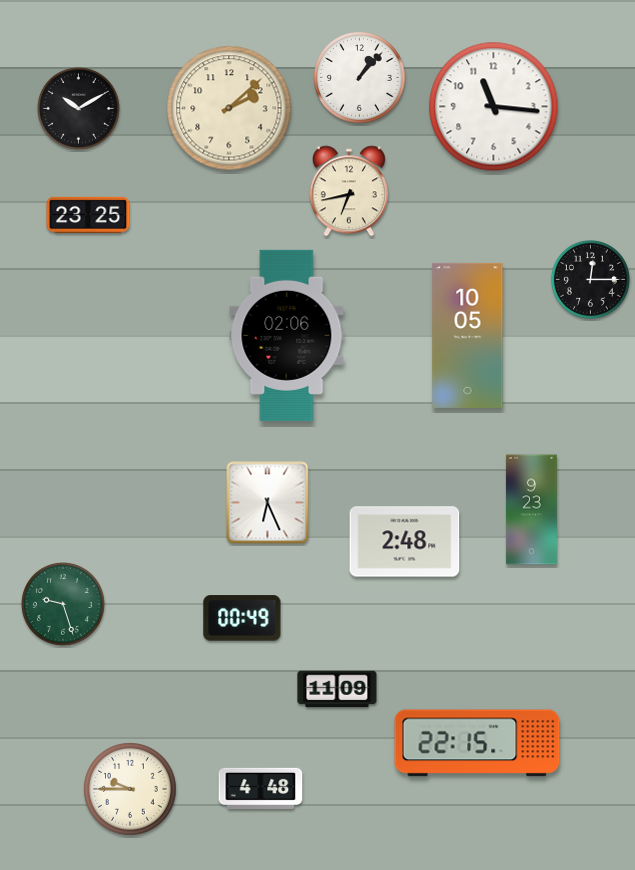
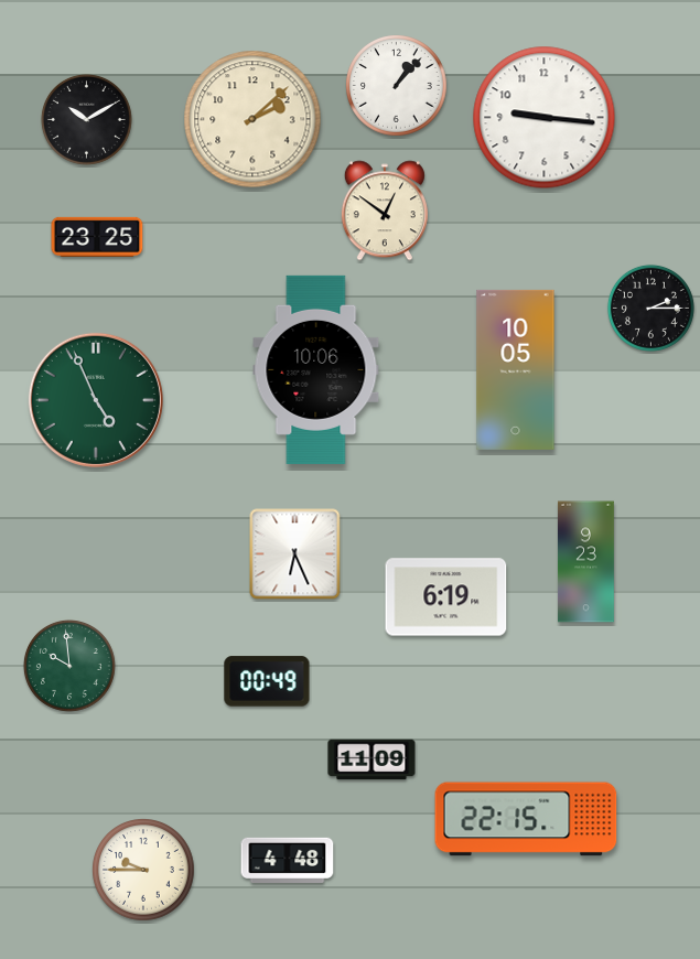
clock at (494, 107): 11:16 -> 9:16
clock at (349, 191): 6:43 -> 12:51
clock at (590, 279): 12:15 -> 2:15
clock at (287, 335): 02:06 -> 10:06
clock at (96, 400): none -> 4:56
clock at (405, 542): 2:48 -> 6:19
clock at (63, 604): 9:27 -> 9:59
clock at (261, 788) position: (261, 788) -> (288, 860)
